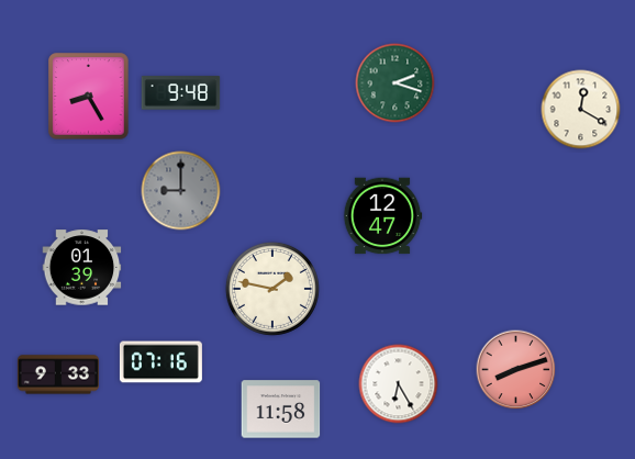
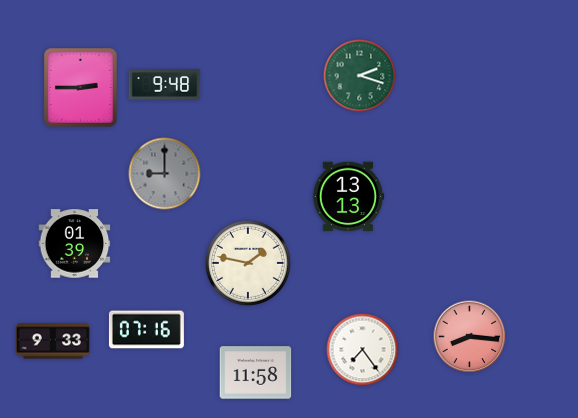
clock at (89, 97): 8:25 -> 2:45
clock at (581, 110): 12:20 -> none
clock at (382, 216): 12:47 -> 13:13
clock at (516, 370): 8:12 -> 8:16
clock at (399, 384): 6:25 -> 7:24
